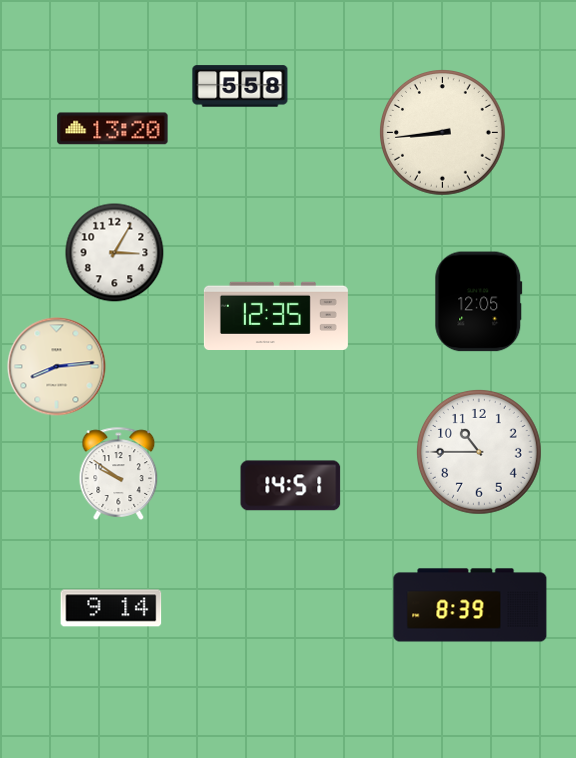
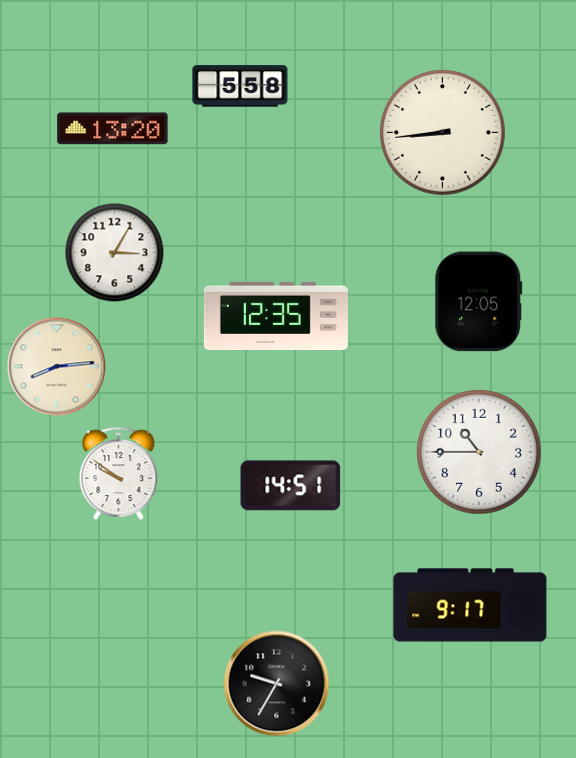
clock at (470, 605): 8:39 -> 9:17
clock at (111, 608): 9:14 -> none
clock at (277, 684): none -> 9:35
